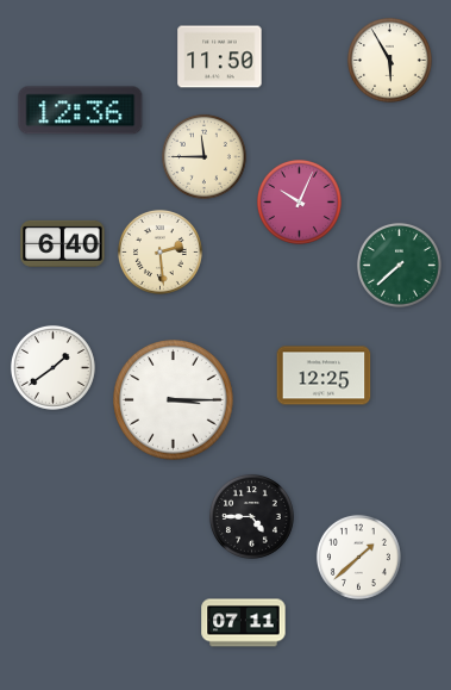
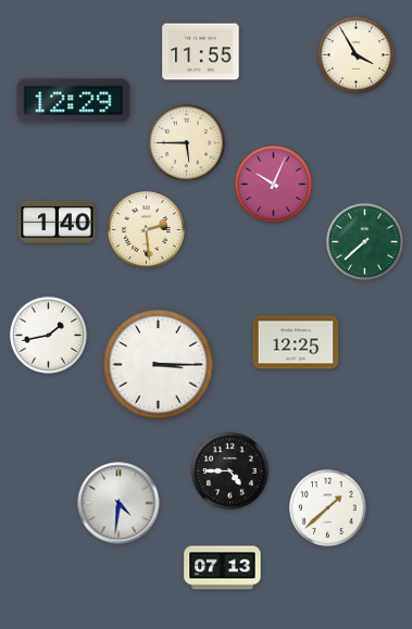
clock at (220, 57): 11:50 -> 11:55
clock at (389, 60): 5:55 -> 3:55
clock at (81, 111): 12:36 -> 12:29
clock at (203, 156): 11:45 -> 5:45
clock at (63, 243): 6:40 -> 1:40
clock at (52, 367): 1:39 -> 1:43
clock at (118, 503): none -> 4:31
clock at (244, 623): 07:11 -> 07:13
